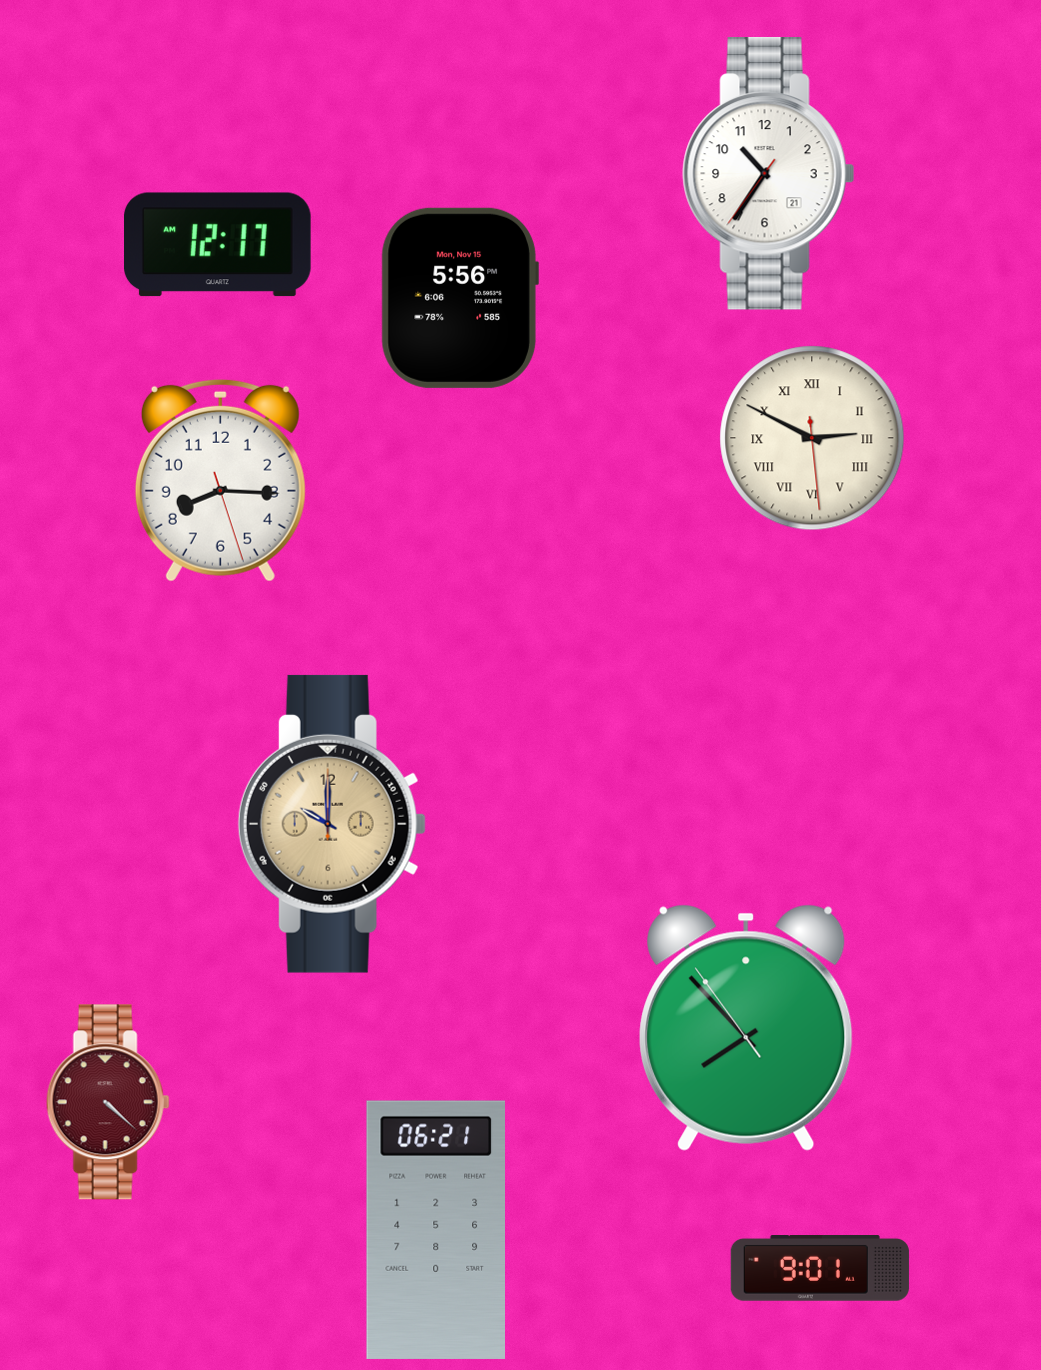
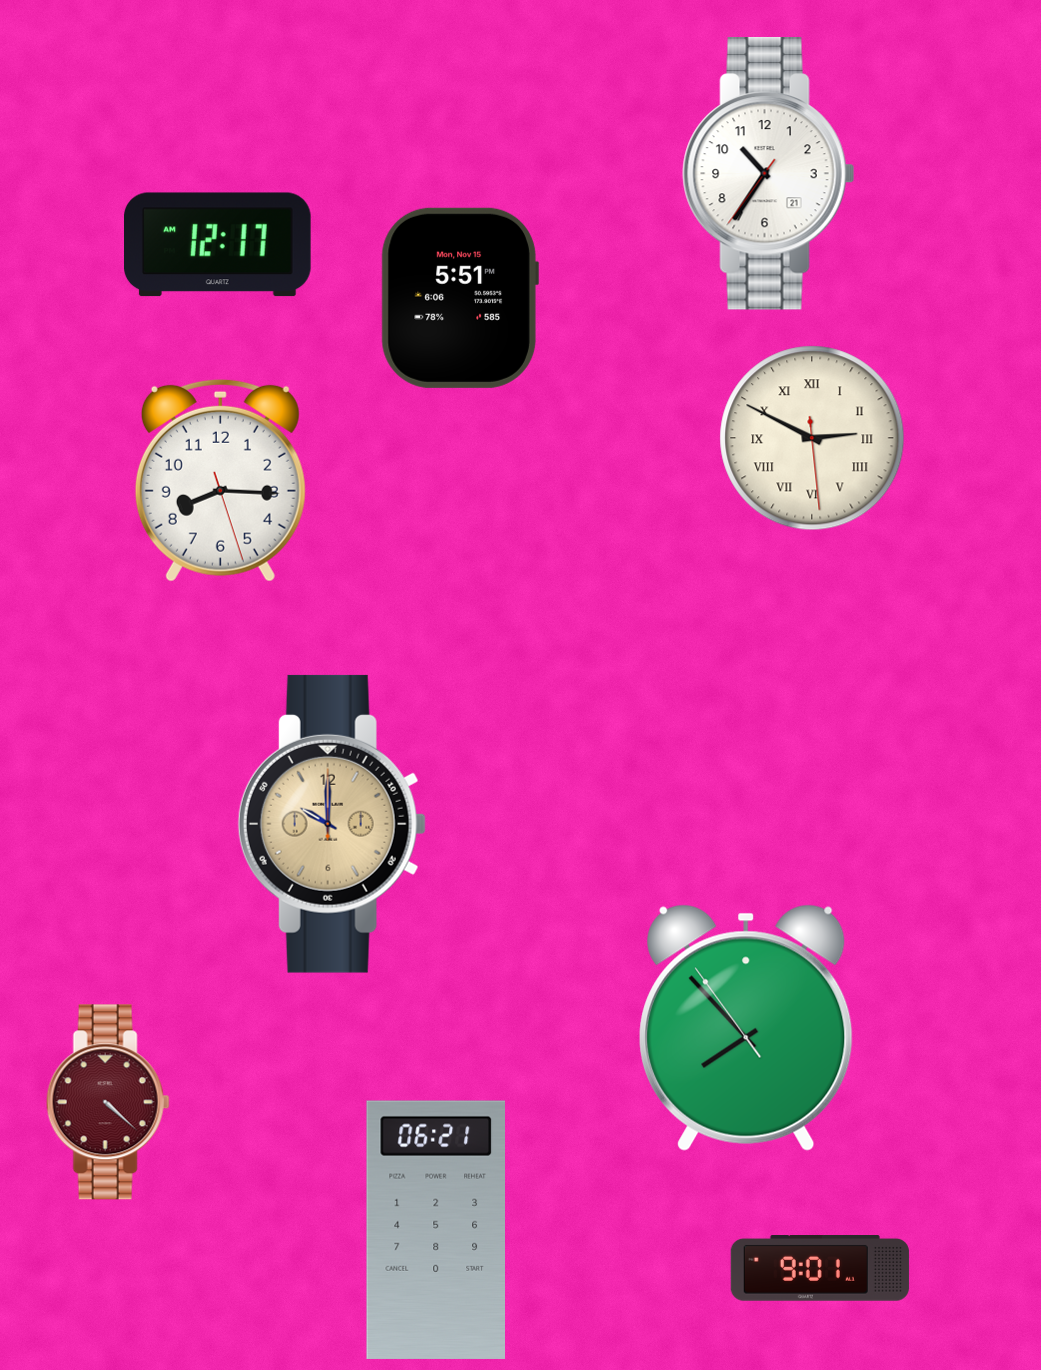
clock at (460, 298): 5:56 -> 5:51
